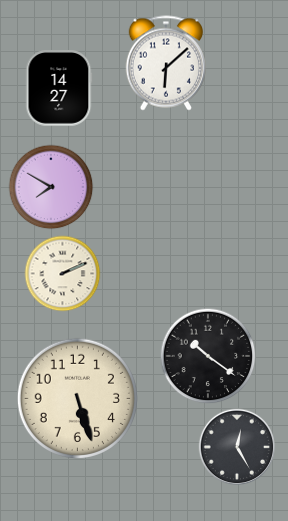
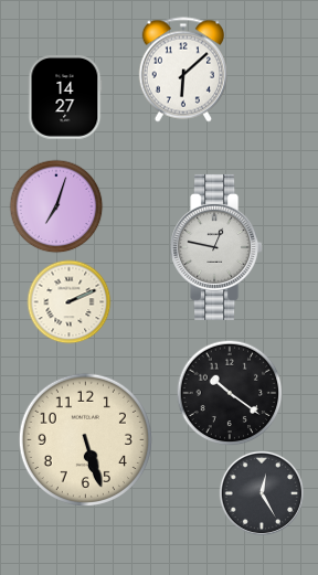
clock at (51, 187): 7:50 -> 7:03
clock at (218, 247): none -> 12:47
